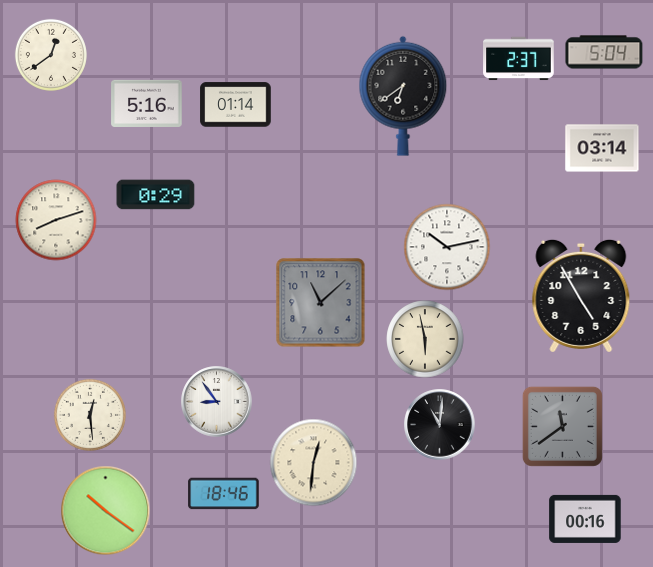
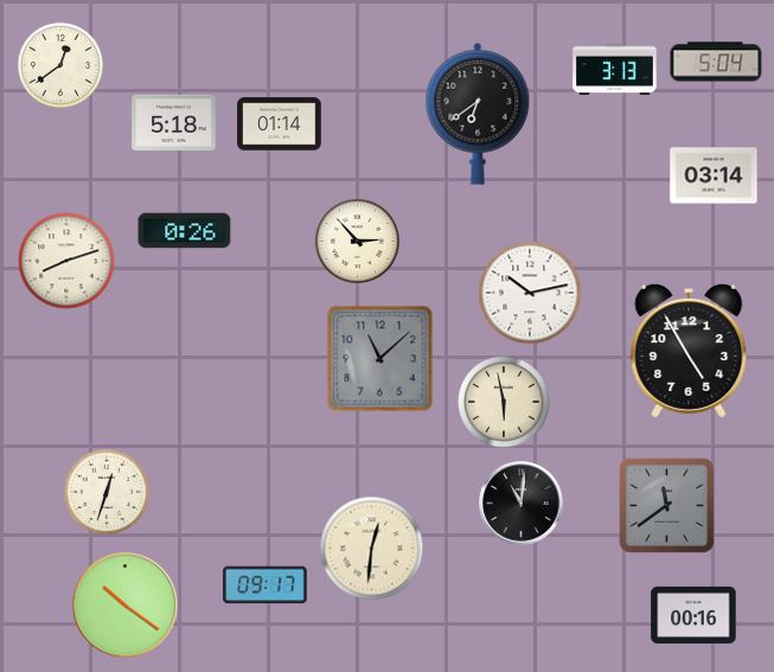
clock at (519, 59): 2:37 -> 3:13
clock at (147, 103): 5:16 -> 5:18
clock at (156, 195): 0:29 -> 0:26
clock at (357, 241): none -> 2:53
clock at (217, 402): 8:54 -> none
clock at (90, 415): 12:29 -> 12:33
clock at (224, 494): 18:46 -> 09:17
